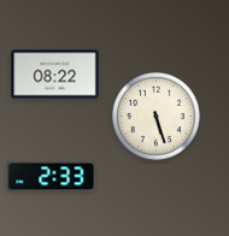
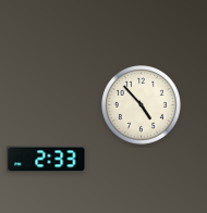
clock at (55, 75): 08:22 -> none
clock at (157, 117): 5:27 -> 4:53
